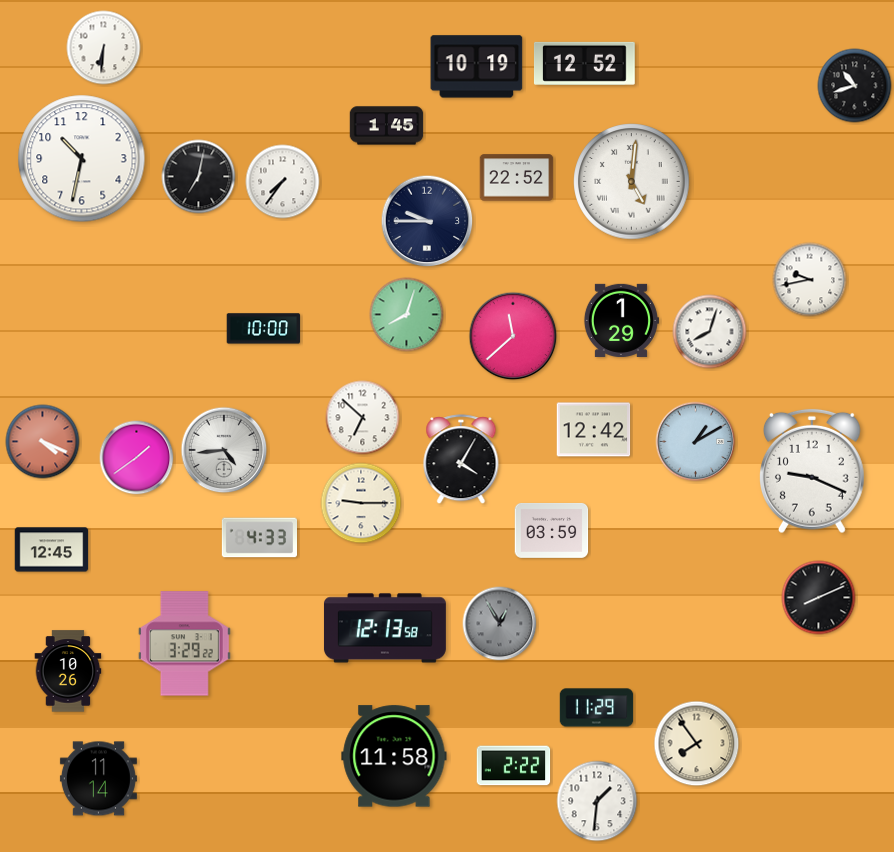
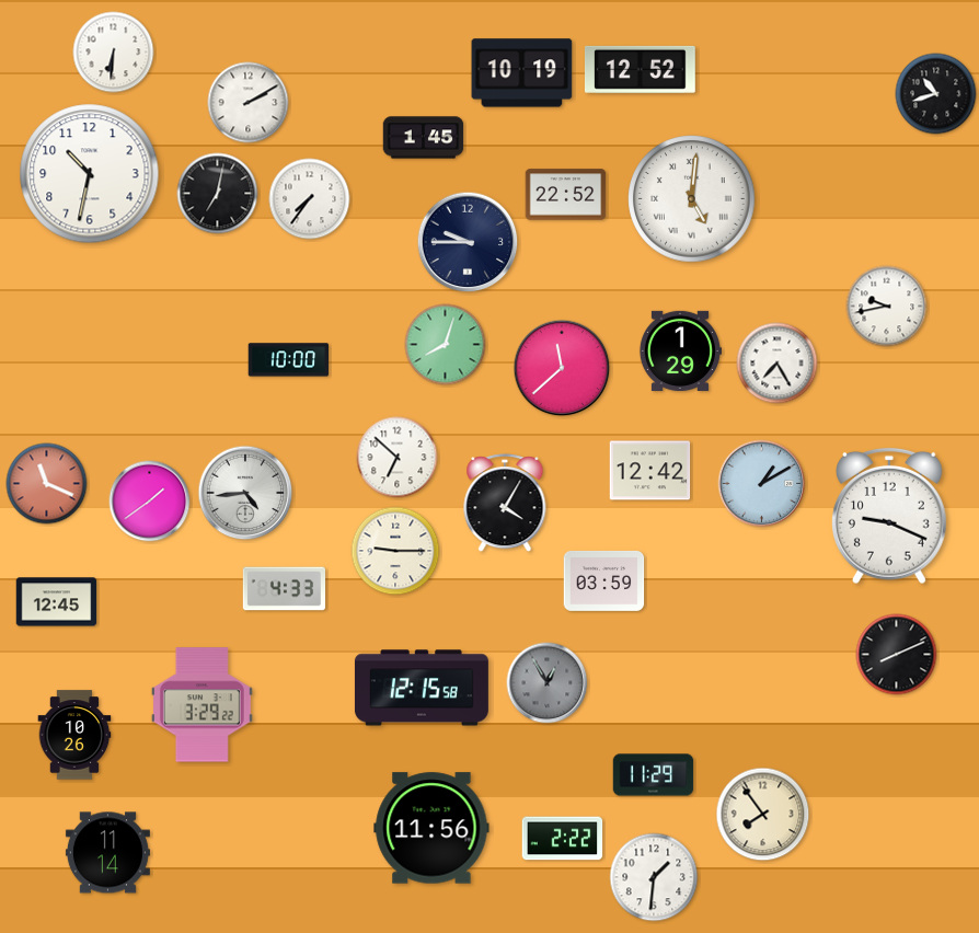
clock at (249, 103): none -> 2:10
clock at (710, 332): 8:03 -> 7:25
clock at (43, 442): 4:19 -> 11:19
clock at (385, 628): 12:13 -> 12:15
clock at (394, 756): 11:58 -> 11:56
